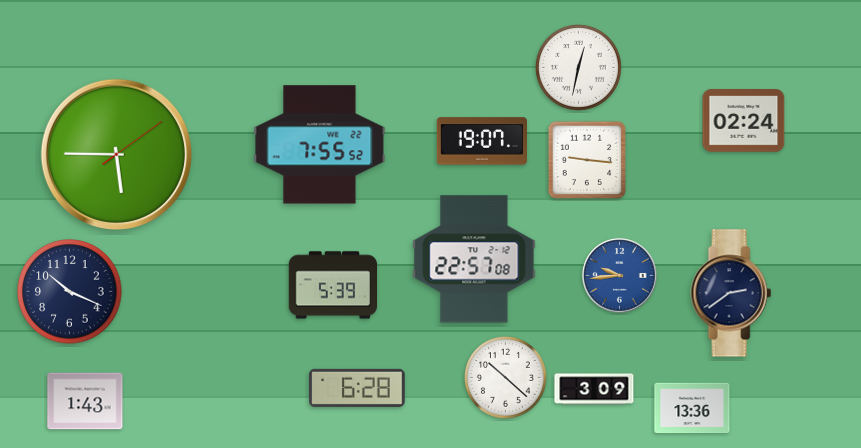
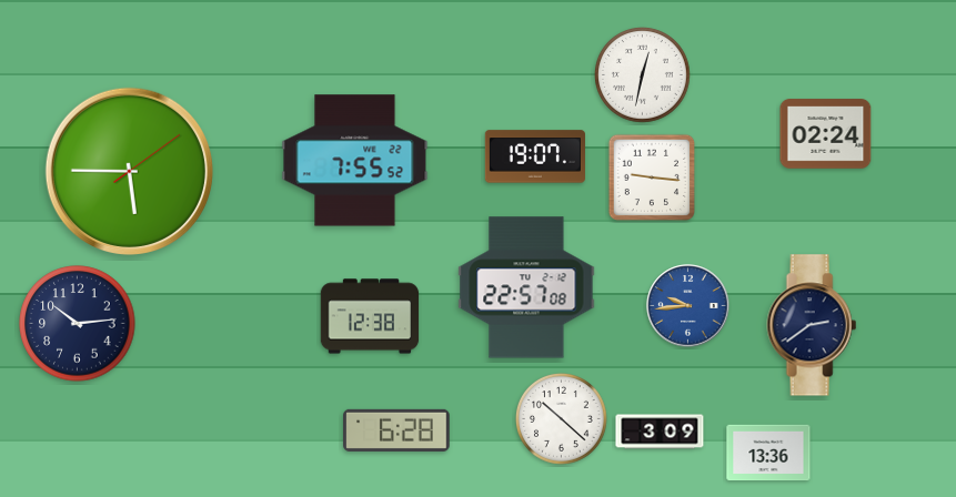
clock at (333, 285): 5:39 -> 12:38
clock at (70, 292): 10:19 -> 10:14
clock at (85, 401): 1:43 -> none
